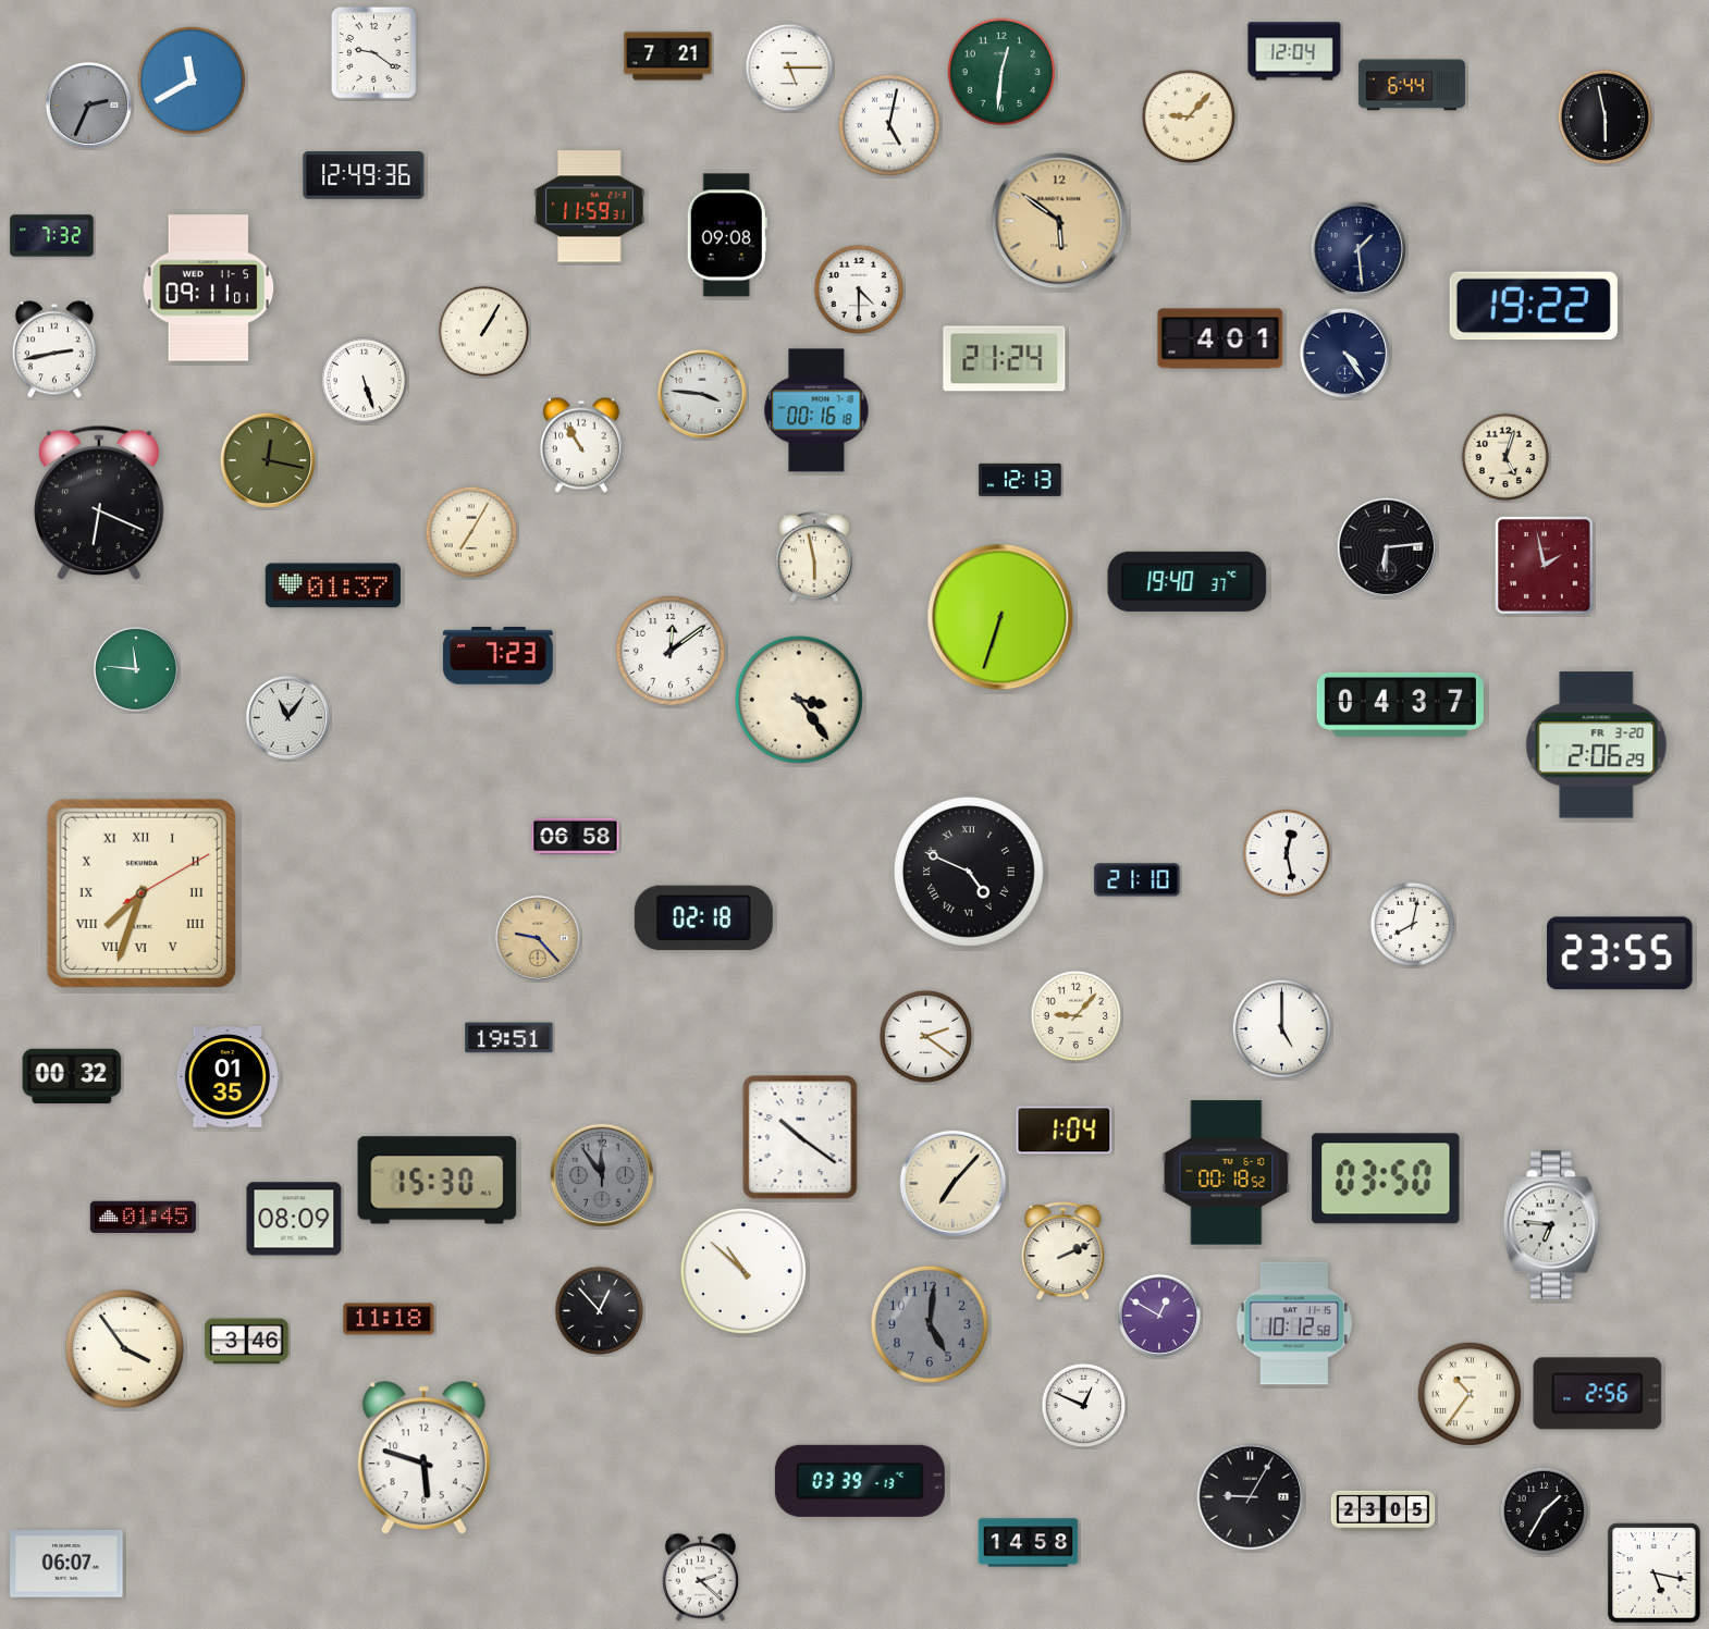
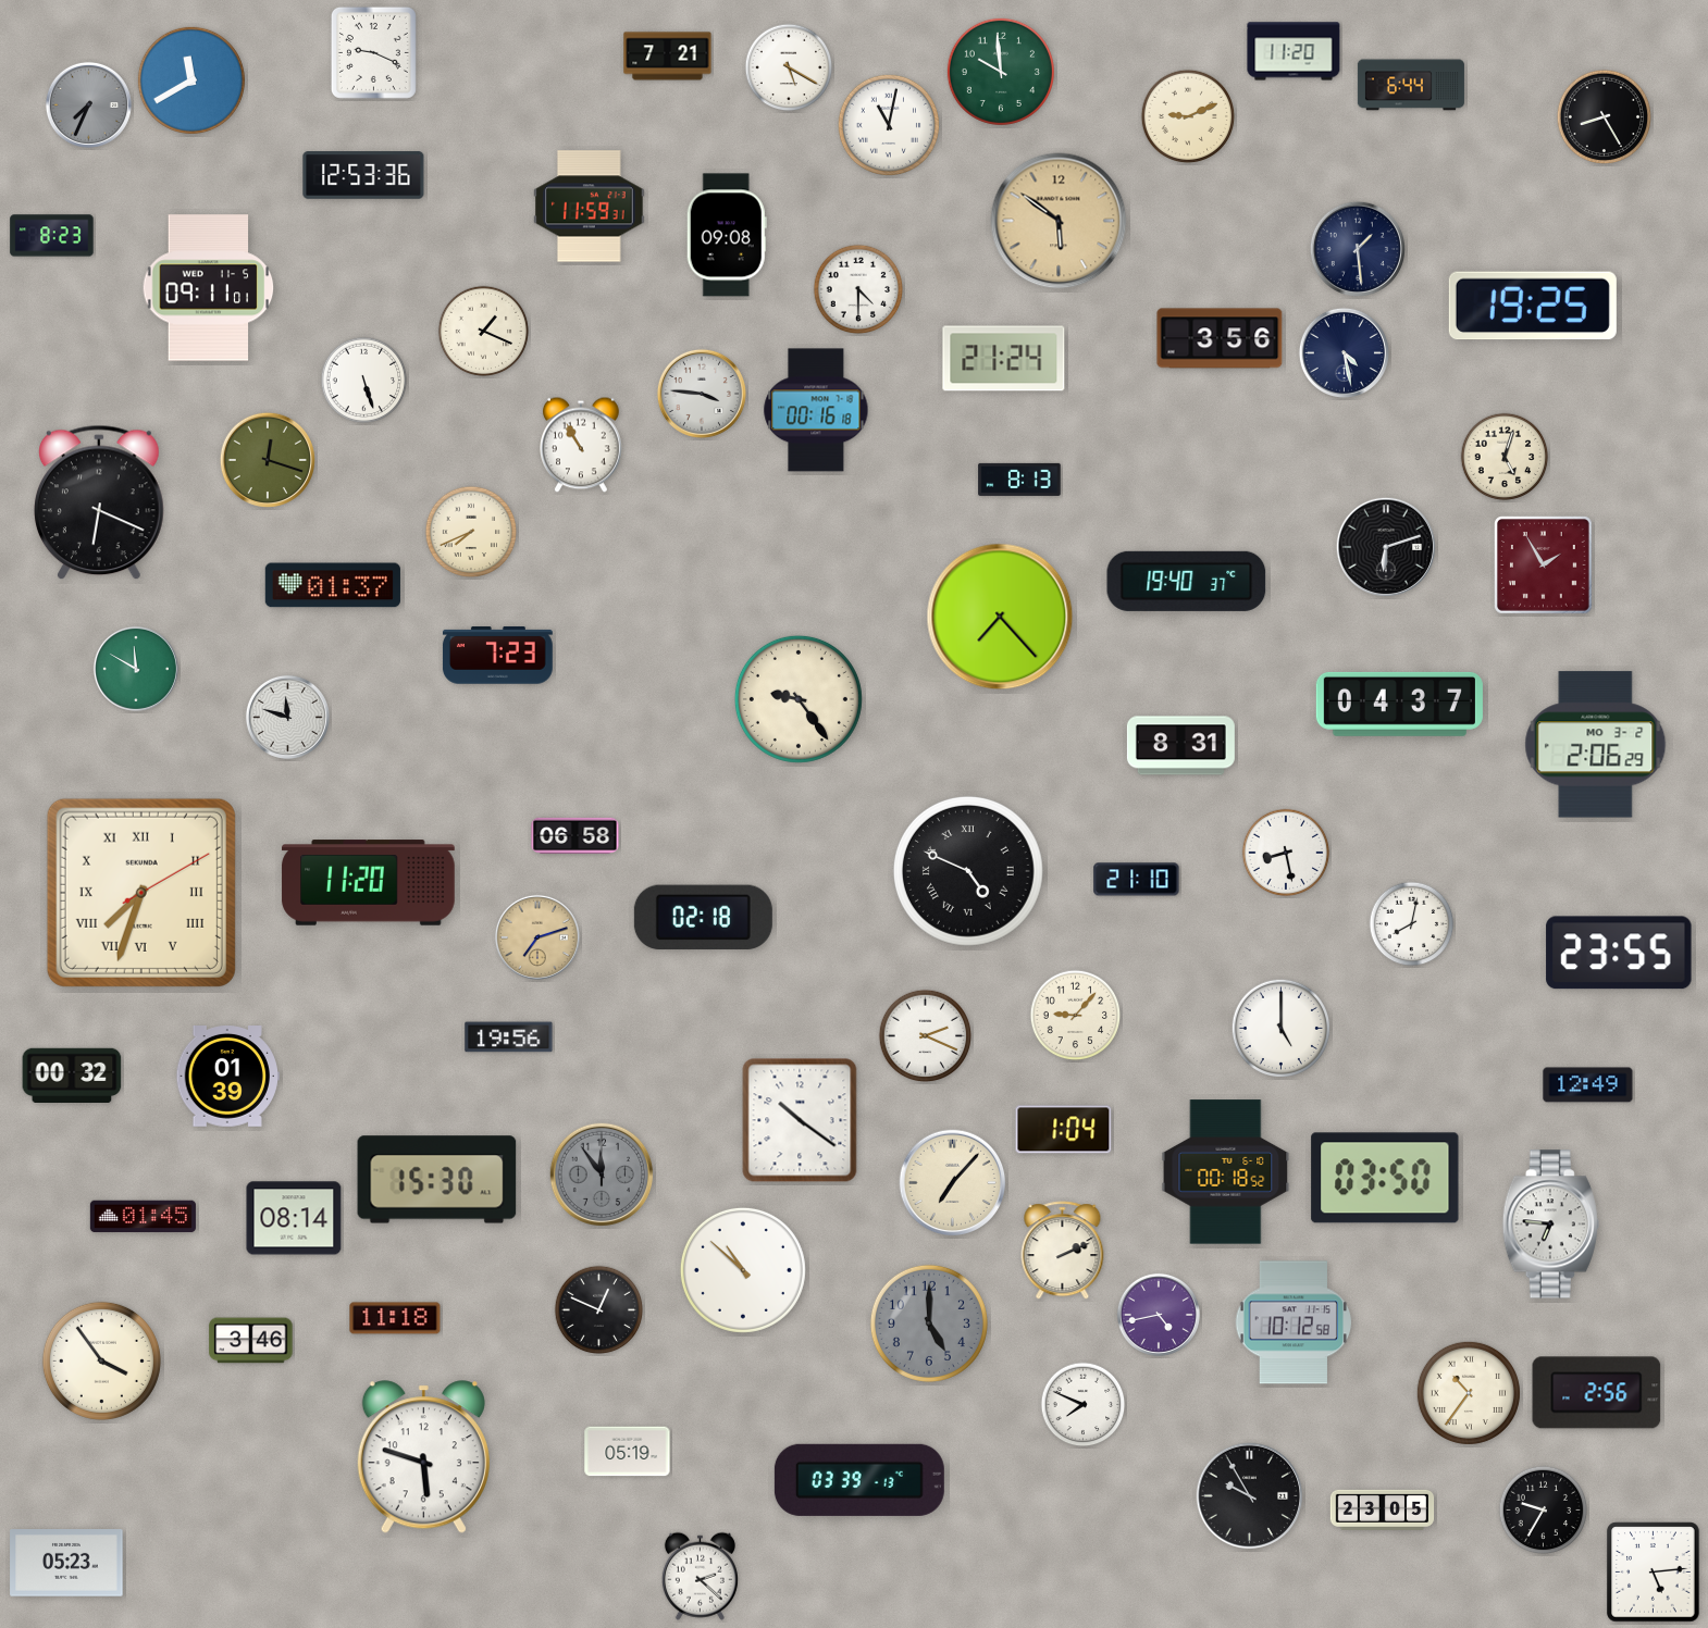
clock at (1294, 51): 12:04 -> 11:20
clock at (373, 52): 9:21 -> 9:19
clock at (789, 67): 5:15 -> 5:20
clock at (1001, 72): 12:31 -> 9:59
clock at (88, 104): 2:34 -> 7:34
clock at (1189, 116): 9:07 -> 9:11
clock at (1606, 118): 5:58 -> 8:25
clock at (889, 125): 5:02 -> 11:02
clock at (364, 175): 12:49 -> 12:53
clock at (52, 236): 7:32 -> 8:23
clock at (1534, 306): 19:22 -> 19:25
clock at (484, 332): 1:05 -> 1:19
clock at (1220, 338): 4:01 -> 3:56
clock at (54, 349): 2:43 -> none
clock at (1344, 353): 4:24 -> 4:28
clock at (267, 459): 12:17 -> 12:18
clock at (1020, 480): 12:13 -> 8:13
clock at (471, 532): 7:05 -> 7:41
clock at (1386, 546): 6:14 -> 6:12
clock at (814, 557): 5:58 -> none
clock at (1545, 566): 1:58 -> 1:55
clock at (1000, 617): 6:33 -> 7:23
clock at (671, 651): 12:09 -> none
clock at (136, 669): 11:46 -> 11:50
clock at (799, 700): 3:24 -> 9:24
clock at (287, 717): 11:06 -> 11:48
clock at (1597, 745) date: FR 3-20 -> MO 3-2
clock at (1180, 746): none -> 8:31
clock at (1287, 853): 12:28 -> 8:28
clock at (369, 883): none -> 11:20
clock at (538, 938): 9:23 -> 7:12
clock at (926, 1037): 2:21 -> 2:19
clock at (509, 1038): 19:51 -> 19:56
clock at (228, 1077): 01:35 -> 01:39
clock at (1588, 1085): none -> 12:49
clock at (800, 1137) position: (800, 1137) -> (800, 1120)
clock at (294, 1219): 08:09 -> 08:14
clock at (600, 1311): 12:53 -> 12:49
clock at (1159, 1316): 12:50 -> 4:43
clock at (389, 1319) position: (389, 1319) -> (395, 1318)
clock at (930, 1324): 5:01 -> 5:00
clock at (247, 1342) position: (247, 1342) -> (251, 1341)
clock at (124, 1348) position: (124, 1348) -> (101, 1360)
clock at (1084, 1406): 12:49 -> 7:49
clock at (628, 1452): none -> 05:19
clock at (1251, 1497): 9:05 -> 9:55
clock at (1545, 1511): 1:35 -> 9:35
clock at (1029, 1543): 14:58 -> none
clock at (66, 1565): 06:07 -> 05:23
clock at (1655, 1574): 5:17 -> 5:14
